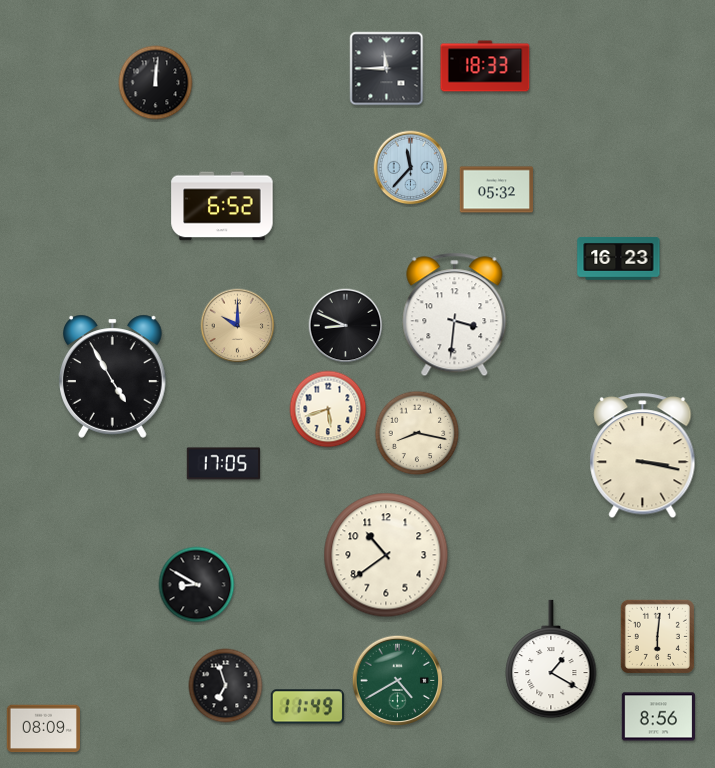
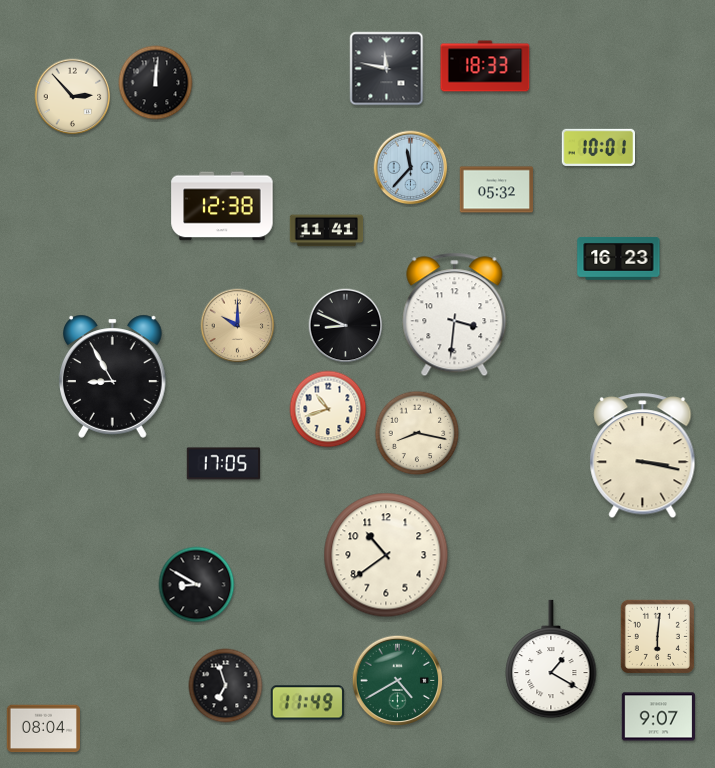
clock at (387, 69): 11:45 -> 11:47
clock at (73, 97): none -> 2:53
clock at (598, 147): none -> 10:01
clock at (222, 206): 6:52 -> 12:38
clock at (327, 231): none -> 11:41
clock at (113, 376): 4:55 -> 8:55
clock at (328, 409): 5:42 -> 10:42
clock at (307, 707) position: (307, 707) -> (307, 703)
clock at (658, 717): 8:56 -> 9:07
clock at (43, 729): 08:09 -> 08:04
